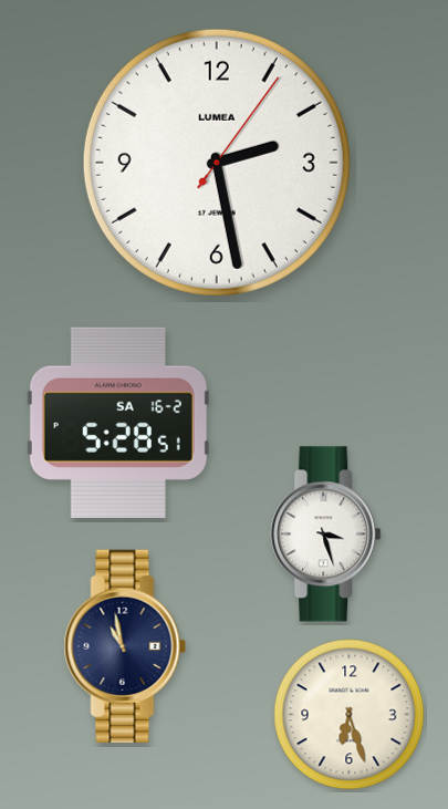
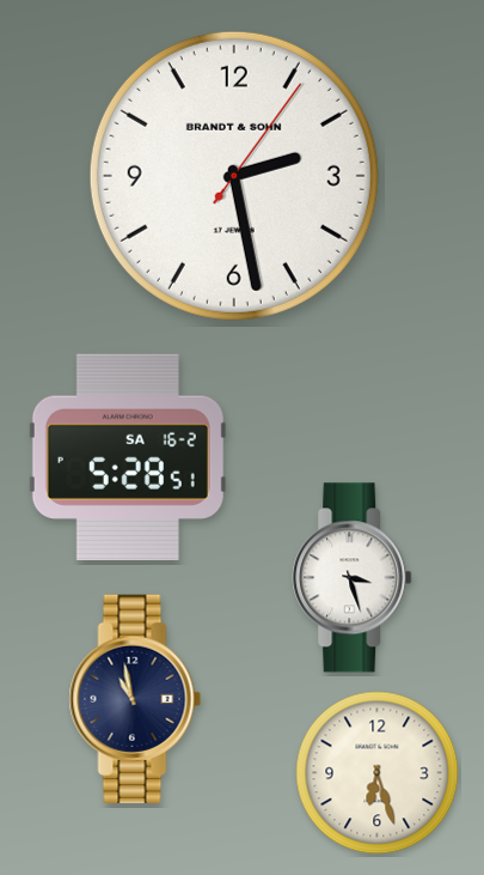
clock at (217, 163) brand: LUMEA -> BRANDT & SOHN
